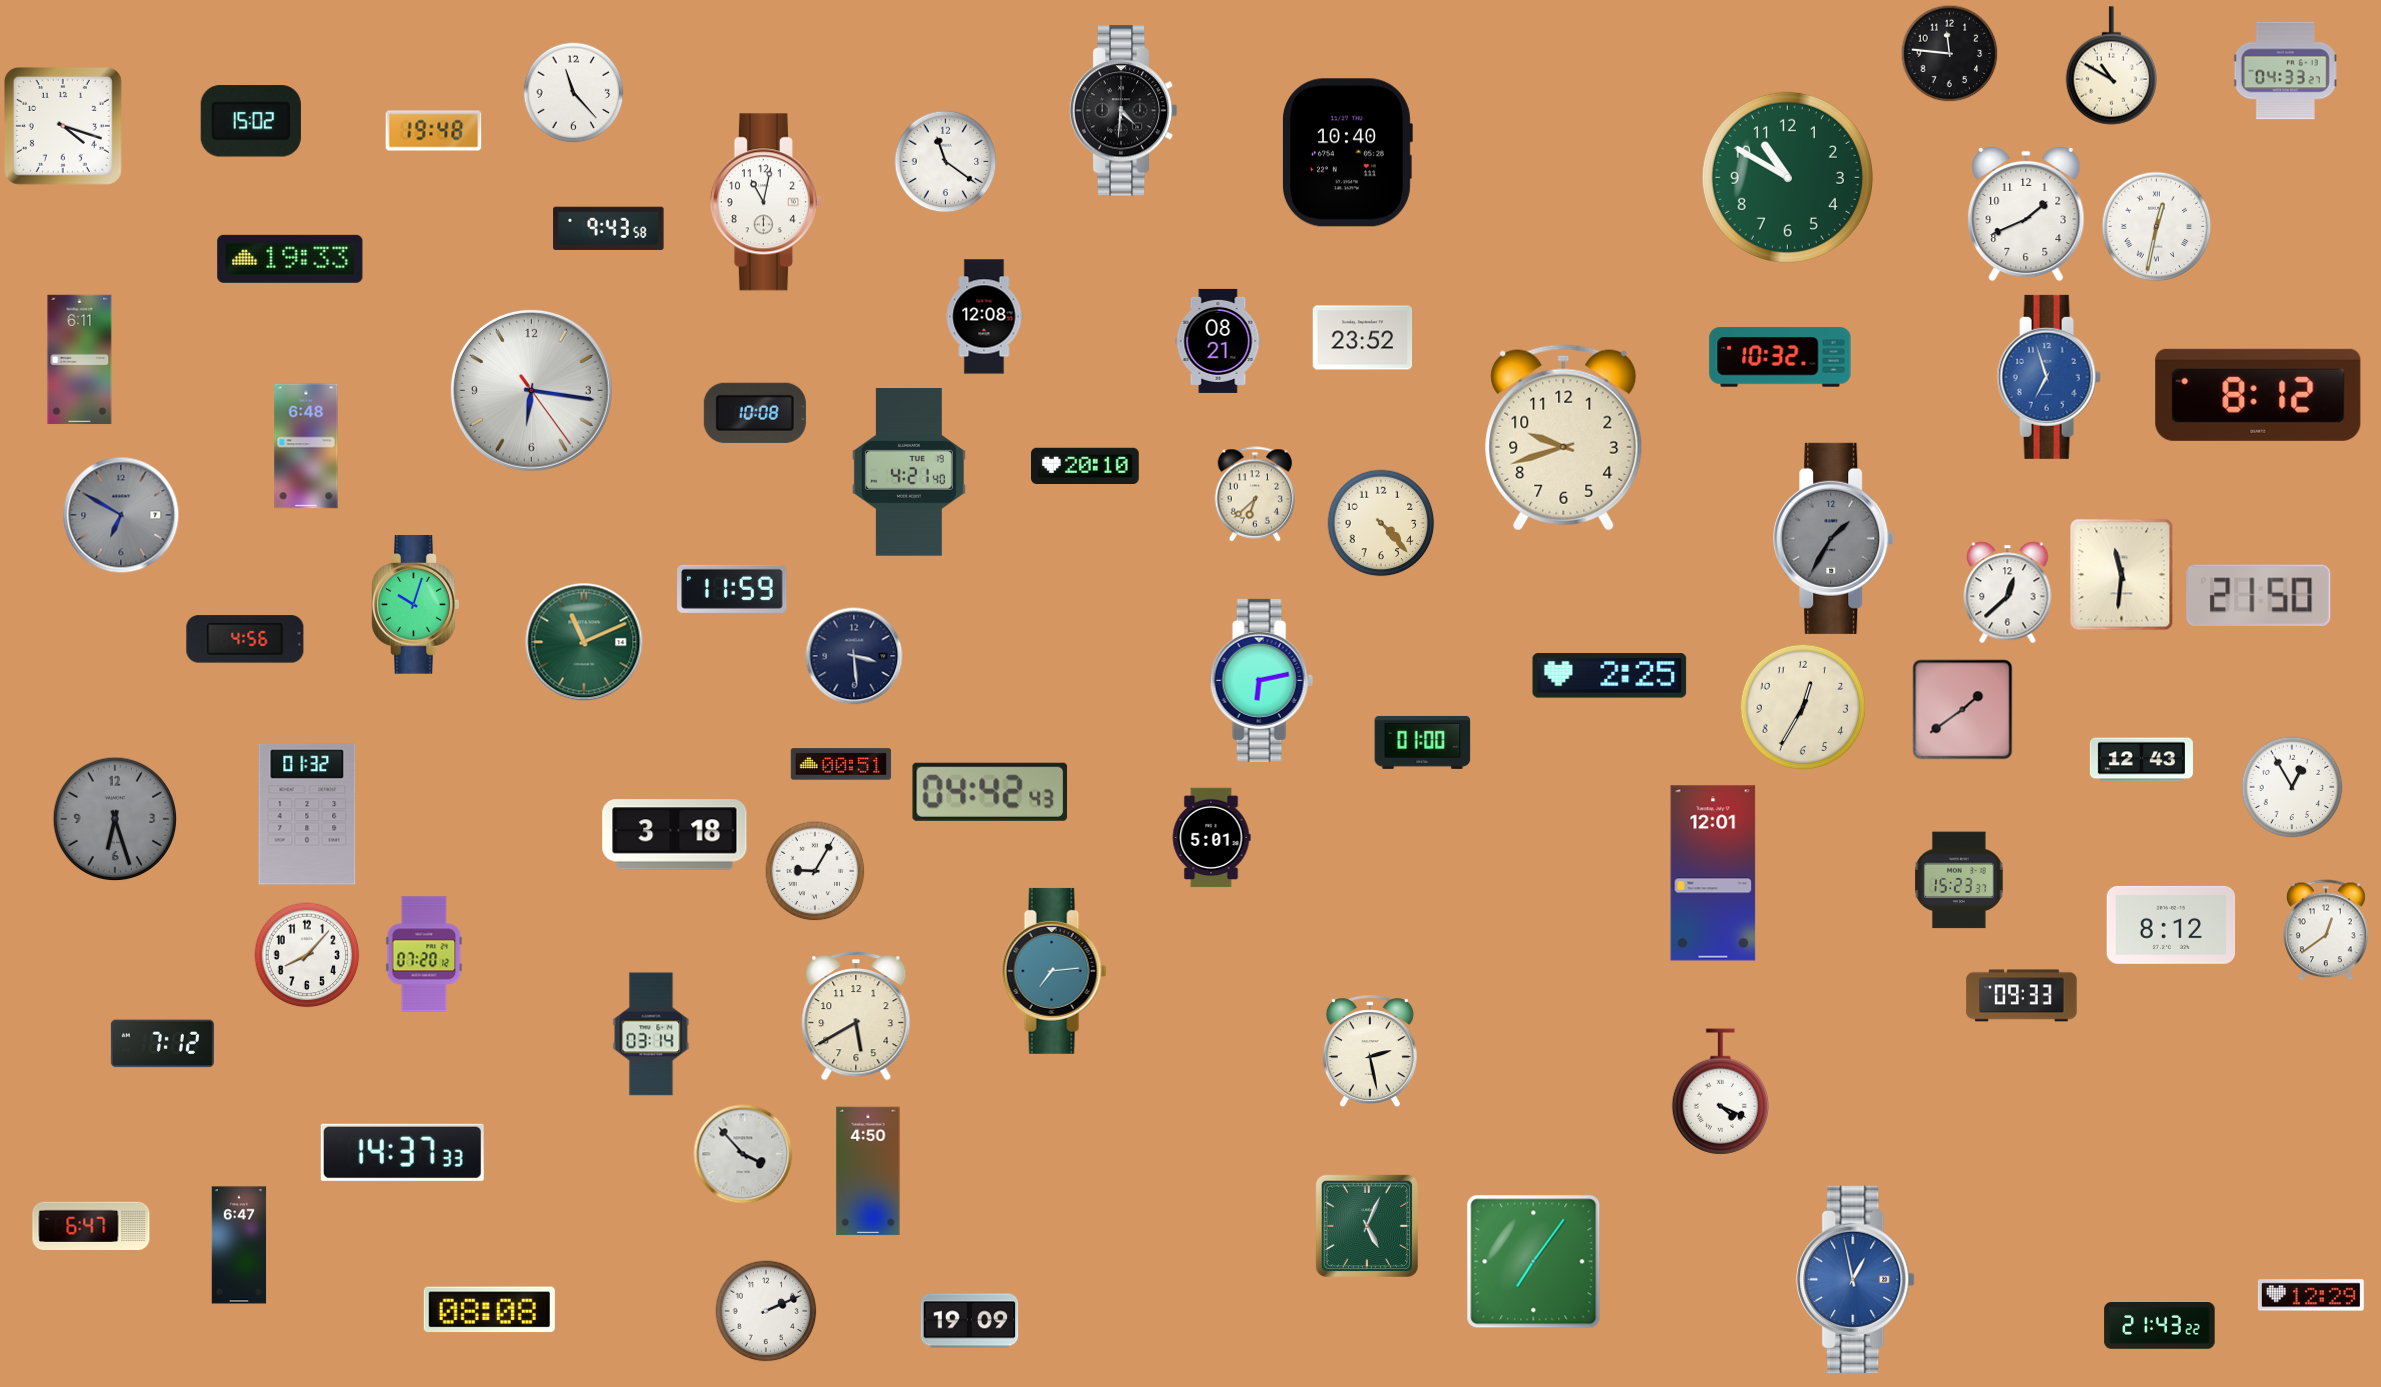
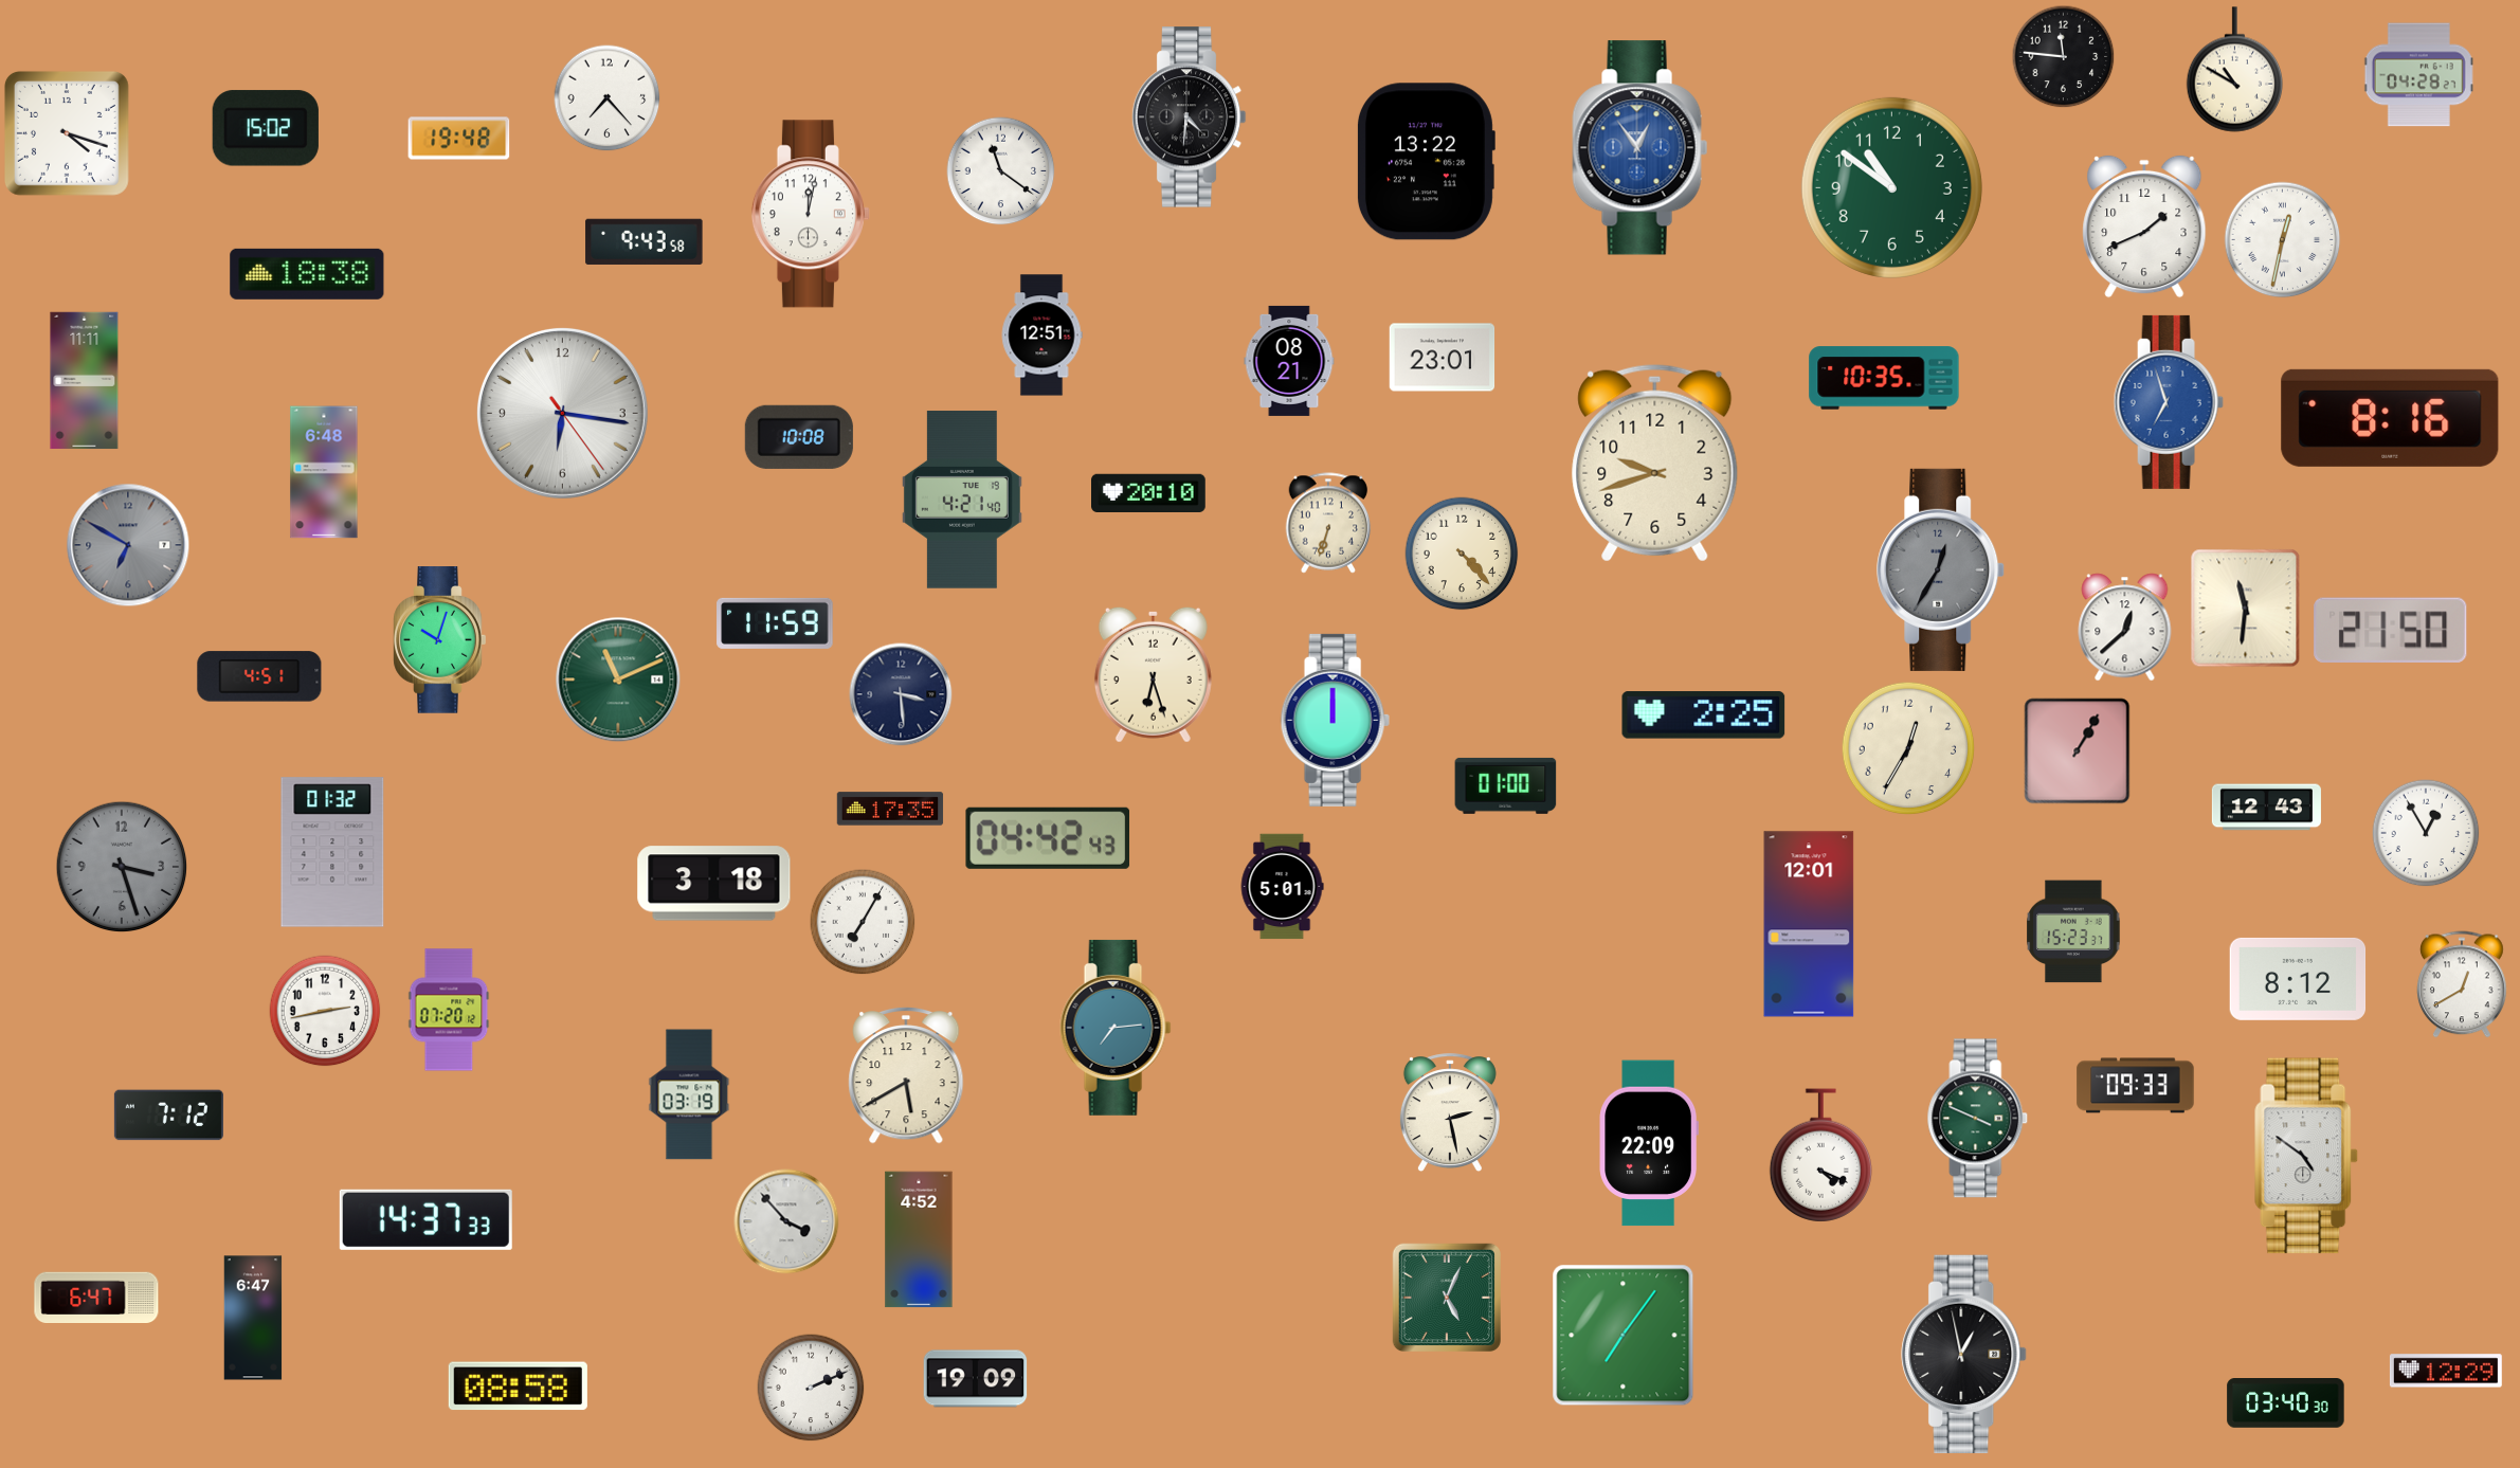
clock at (2286, 71): 04:33 -> 04:28
clock at (574, 93): 11:23 -> 7:23
clock at (1640, 148): none -> 12:54
clock at (1347, 153): 10:40 -> 13:22
clock at (1787, 177): 10:50 -> 10:51
clock at (766, 202): 11:02 -> 12:02
clock at (290, 259): 19:33 -> 18:38
clock at (984, 317): 12:08 -> 12:51
clock at (1363, 338): 23:52 -> 23:01
clock at (1780, 357): 10:32 -> 10:35
clock at (80, 360): 6:11 -> 11:11
clock at (2049, 377) position: (2049, 377) -> (2169, 402)
clock at (2258, 395): 8:12 -> 8:16
clock at (1255, 494): 6:38 -> 6:33
clock at (1834, 538): 1:35 -> 12:35
clock at (1153, 674): none -> 6:27
clock at (245, 639): 4:56 -> 4:51
clock at (854, 656) position: (854, 656) -> (901, 694)
clock at (1261, 680): 6:13 -> 12:00
clock at (1963, 710): 1:39 -> 1:05
clock at (2141, 760) position: (2141, 760) -> (2266, 808)
clock at (841, 764): 00:51 -> 17:35
clock at (307, 814) position: (307, 814) -> (332, 852)
clock at (115, 819): 6:27 -> 3:27
clock at (815, 871): 9:05 -> 7:05
clock at (1713, 873) position: (1713, 873) -> (1809, 924)
clock at (2327, 930): 12:39 -> 12:40
clock at (307, 955): 8:07 -> 2:43
clock at (2022, 996) position: (2022, 996) -> (2136, 1086)
clock at (651, 1034): 03:14 -> 03:19
clock at (162, 1044) position: (162, 1044) -> (168, 1116)
clock at (1978, 1119): none -> 3:49
clock at (1649, 1143): none -> 22:09
clock at (2306, 1156): none -> 4:51
clock at (868, 1171): 4:50 -> 4:52
clock at (1856, 1279) dial: blue -> black
clock at (489, 1310): 08:08 -> 08:58
clock at (970, 1321) position: (970, 1321) -> (976, 1379)
clock at (2160, 1326): 21:43 -> 03:40
